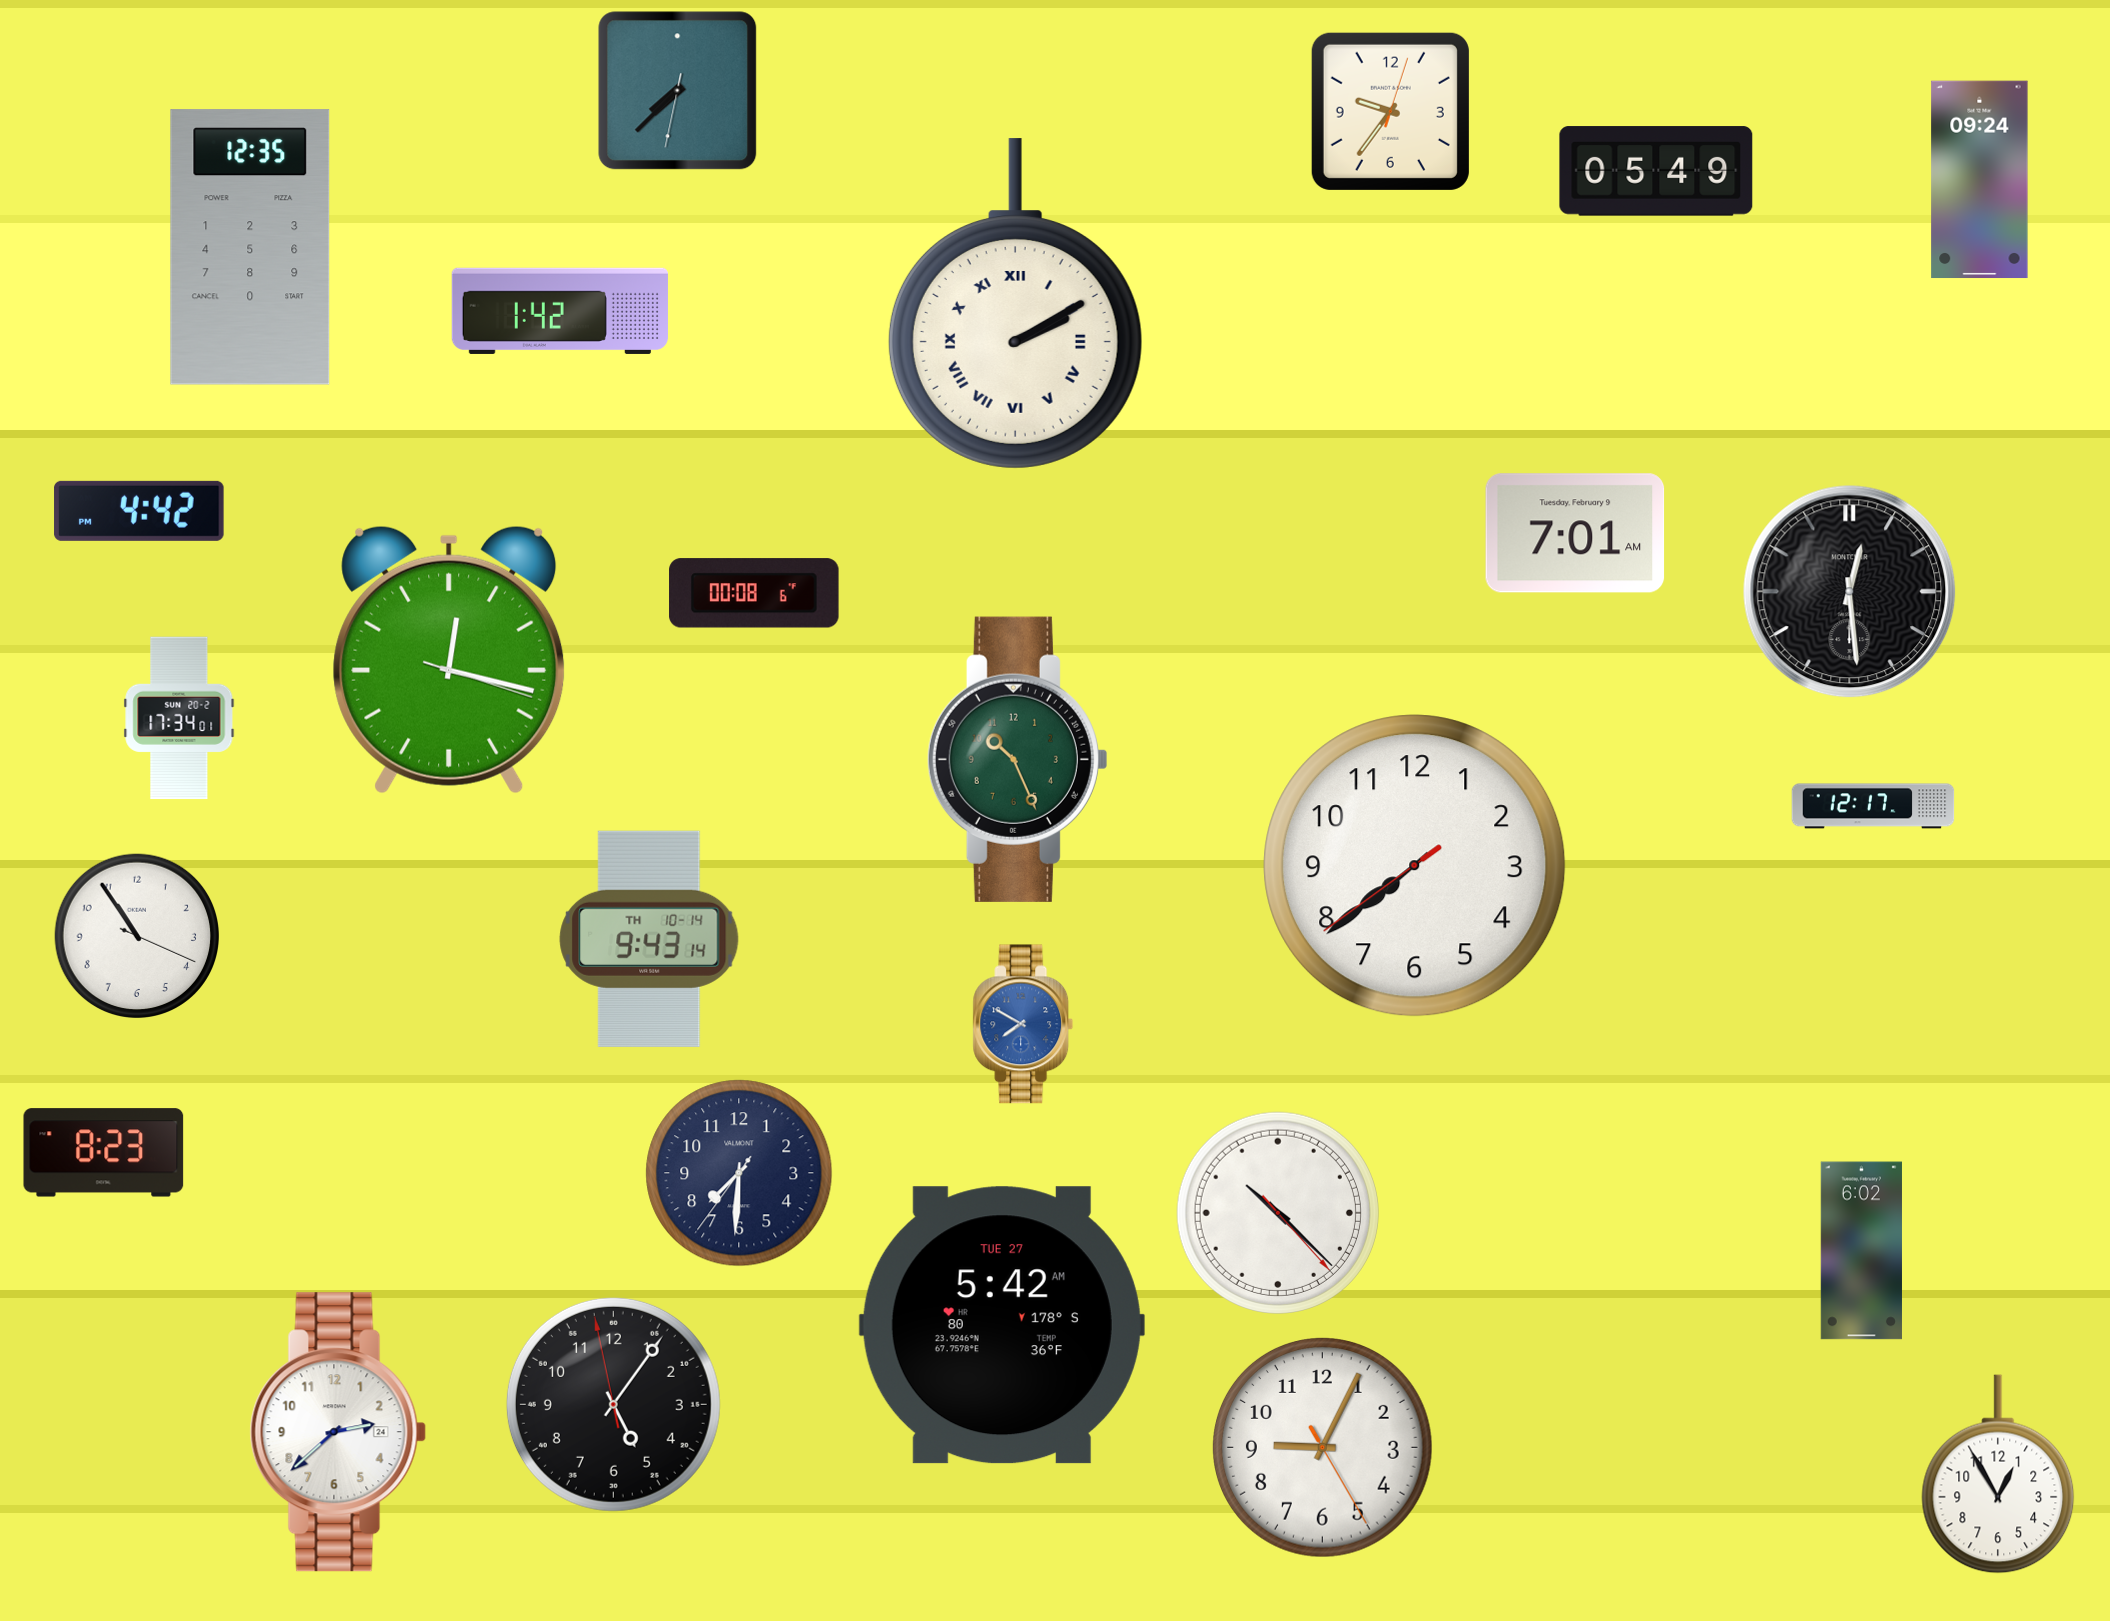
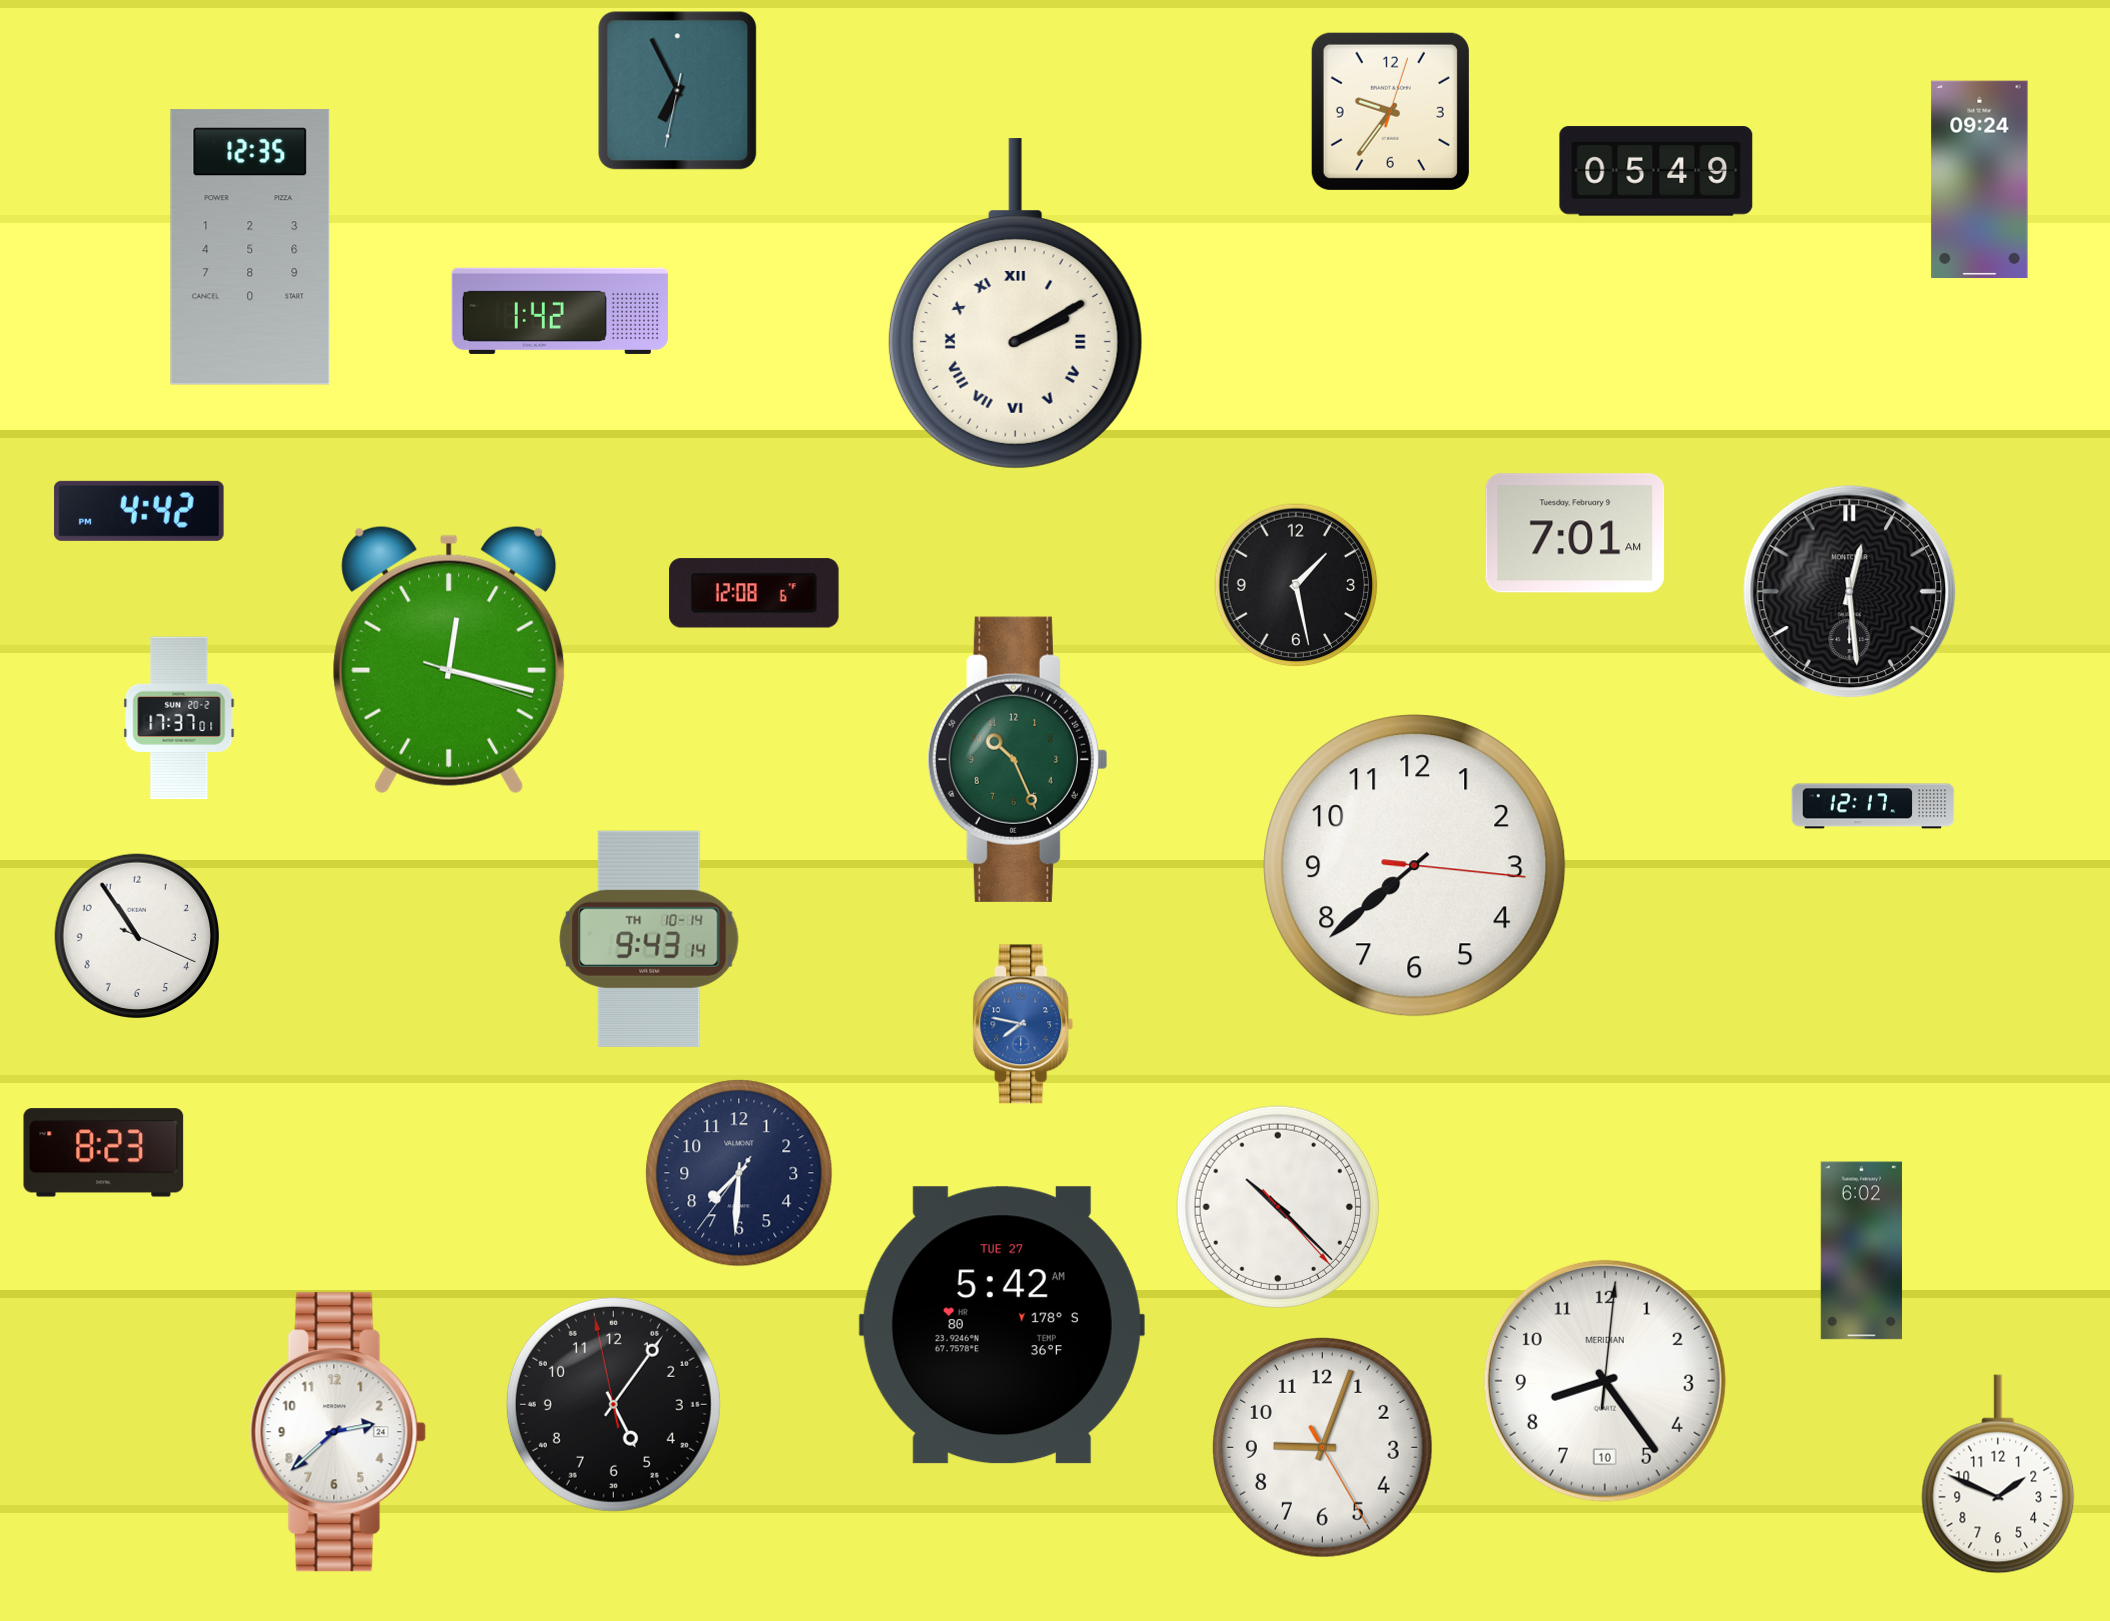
clock at (678, 91): 7:37 -> 6:55
clock at (1296, 585): none -> 1:28
clock at (754, 593): 00:08 -> 12:08
clock at (179, 718): 17:34 -> 17:37
clock at (1415, 866): 7:38:39 -> 7:38:16
clock at (1023, 1024): 7:50 -> 7:47
clock at (1278, 1213) position: (1278, 1213) -> (1278, 1207)
clock at (1605, 1381): none -> 8:24
clock at (1323, 1448): 9:04 -> 9:03
clock at (1998, 1474): 12:55 -> 1:49
